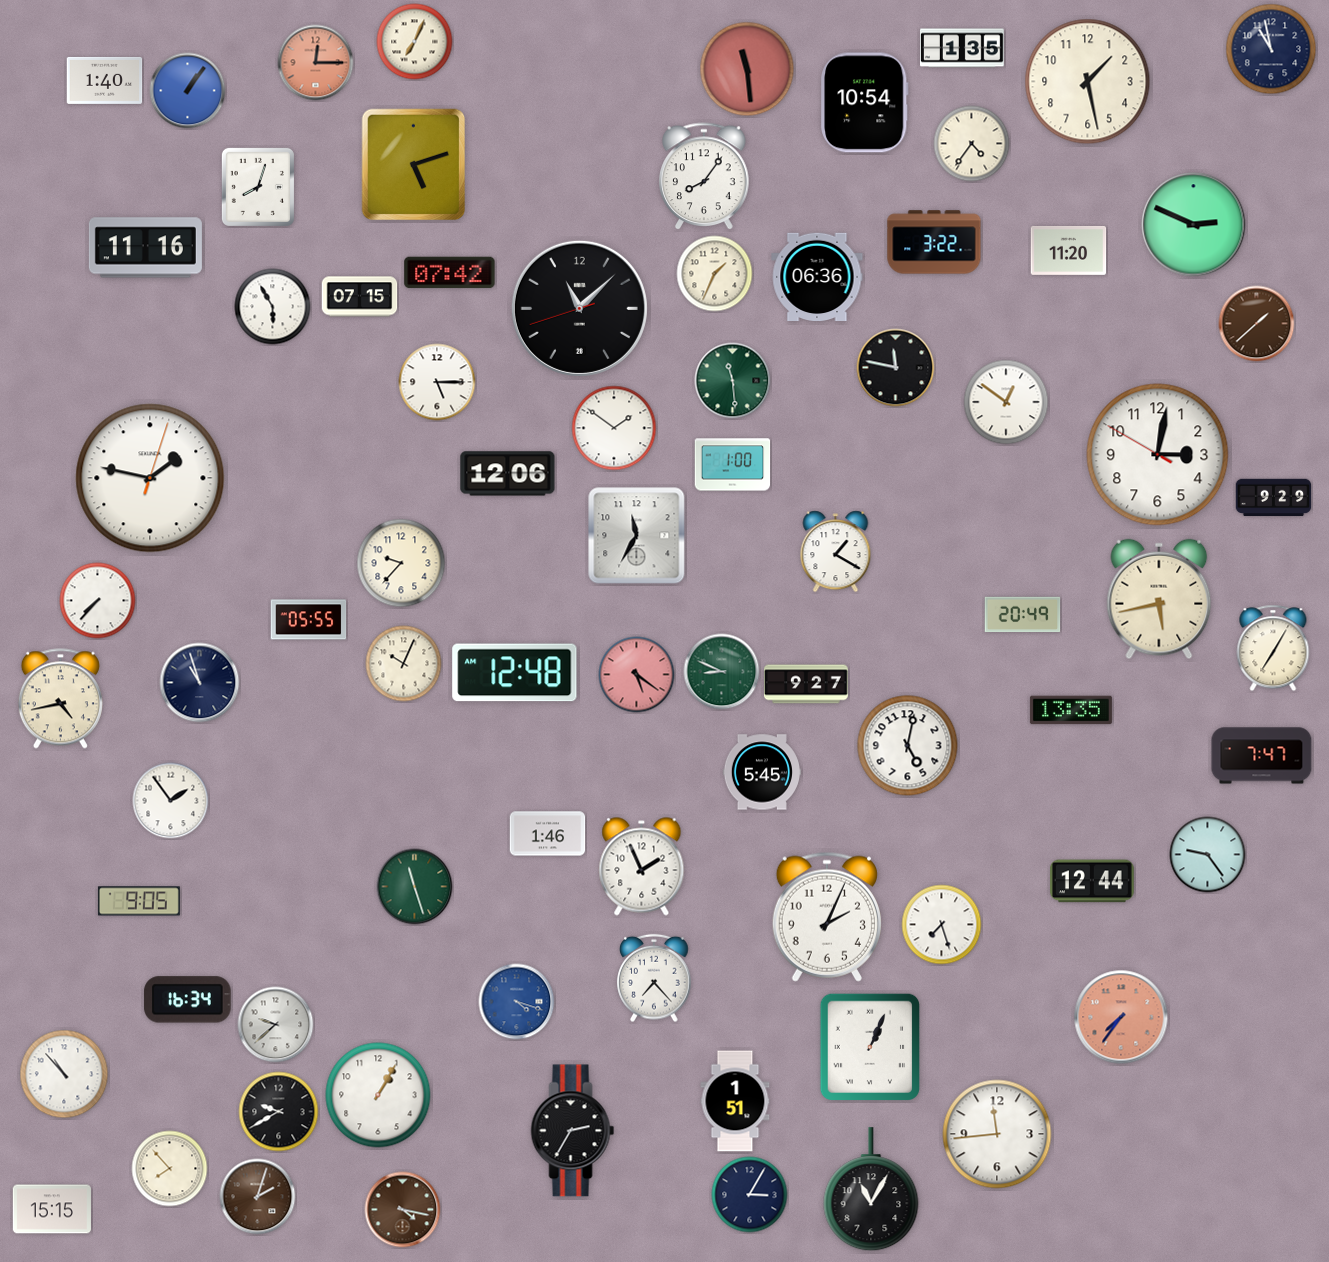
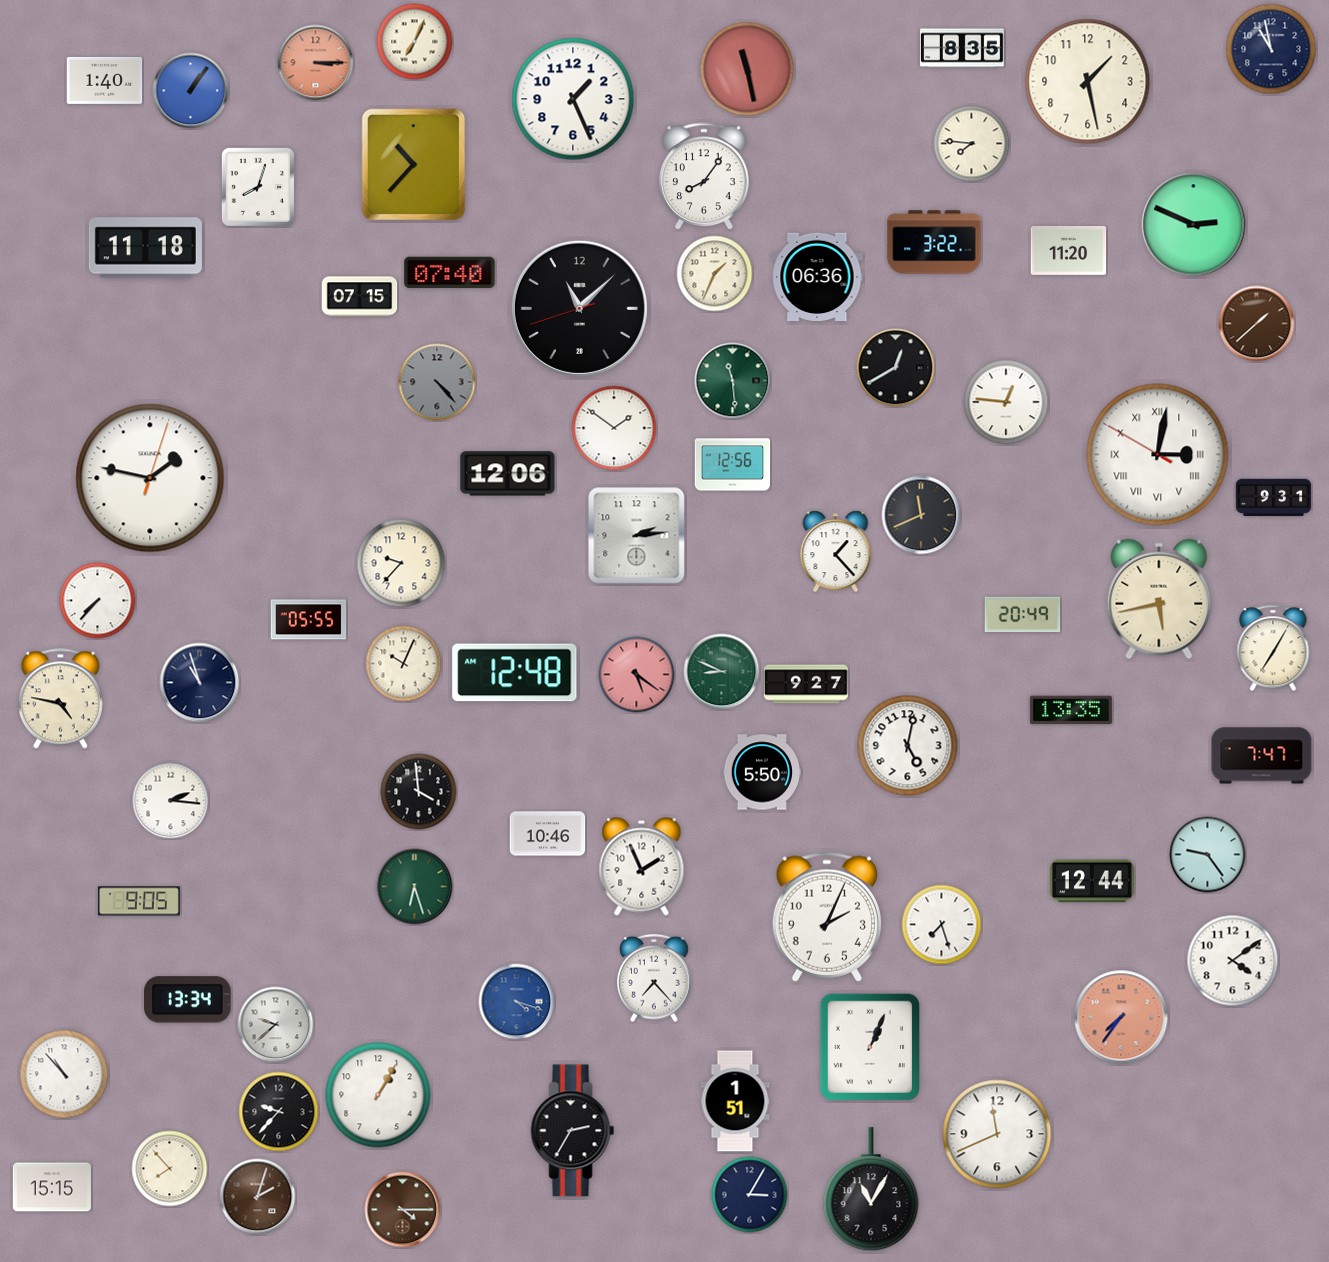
clock at (963, 48): 1:35 -> 8:35
clock at (316, 63): 12:15 -> 3:15
clock at (747, 69): 11:29 -> 11:28
clock at (188, 91) position: (188, 91) -> (191, 91)
clock at (573, 99): none -> 1:26
clock at (865, 103): 10:54 -> none
clock at (972, 144): 4:36 -> 7:46
clock at (414, 165): 5:12 -> 10:37
clock at (145, 248): 11:16 -> 11:18
clock at (450, 273): 07:42 -> 07:40
clock at (273, 307): 5:55 -> none
clock at (896, 368): 11:47 -> 12:40
clock at (437, 382): 5:15 -> 4:23
clock at (437, 382) dial: white -> grey
clock at (1006, 402): 12:51 -> 12:46
clock at (1158, 455) numerals: Arabic -> Roman
clock at (733, 465): 1:00 -> 12:56
clock at (1274, 498): 9:29 -> 9:31
clock at (921, 515): none -> 11:41
clock at (637, 536): 11:35 -> 2:14
clock at (836, 552): 1:20 -> 1:23
clock at (60, 699): 4:43 -> 4:47
clock at (761, 772): 5:45 -> 5:50
clock at (419, 792): none -> 3:59
clock at (171, 801): 1:54 -> 2:16
clock at (548, 834): 1:46 -> 10:46
clock at (415, 887): 11:27 -> 6:27
clock at (1233, 961): none -> 4:09
clock at (188, 1000): 16:34 -> 13:34
clock at (279, 1112): 9:40 -> 9:37
clock at (997, 1134): 11:44 -> 11:41
clock at (51, 1209) position: (51, 1209) -> (51, 1187)
clock at (403, 1210): 4:17 -> 4:15
